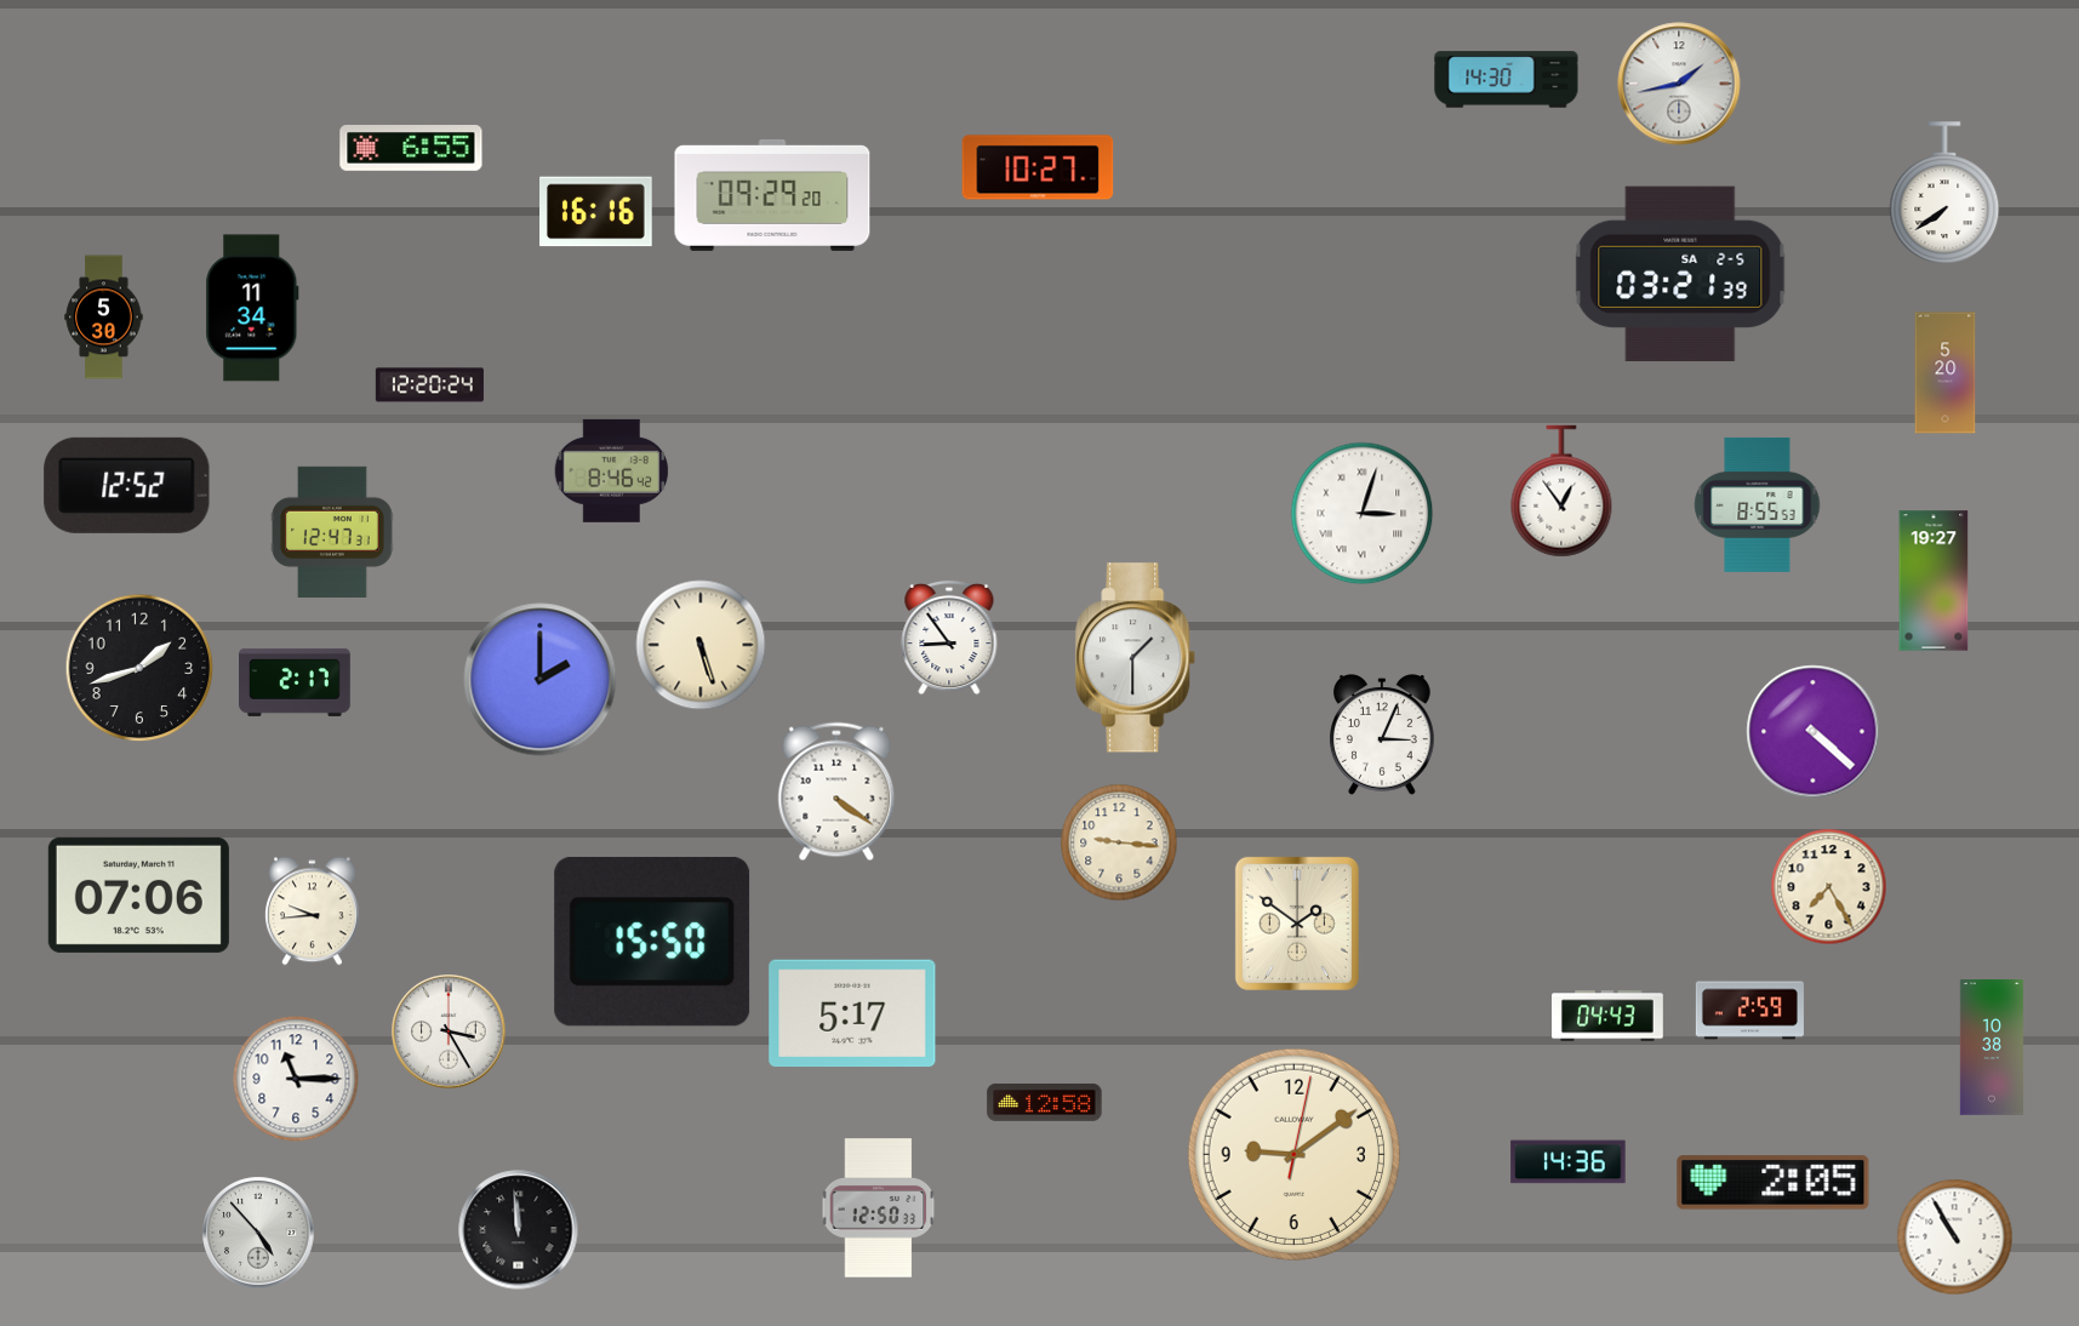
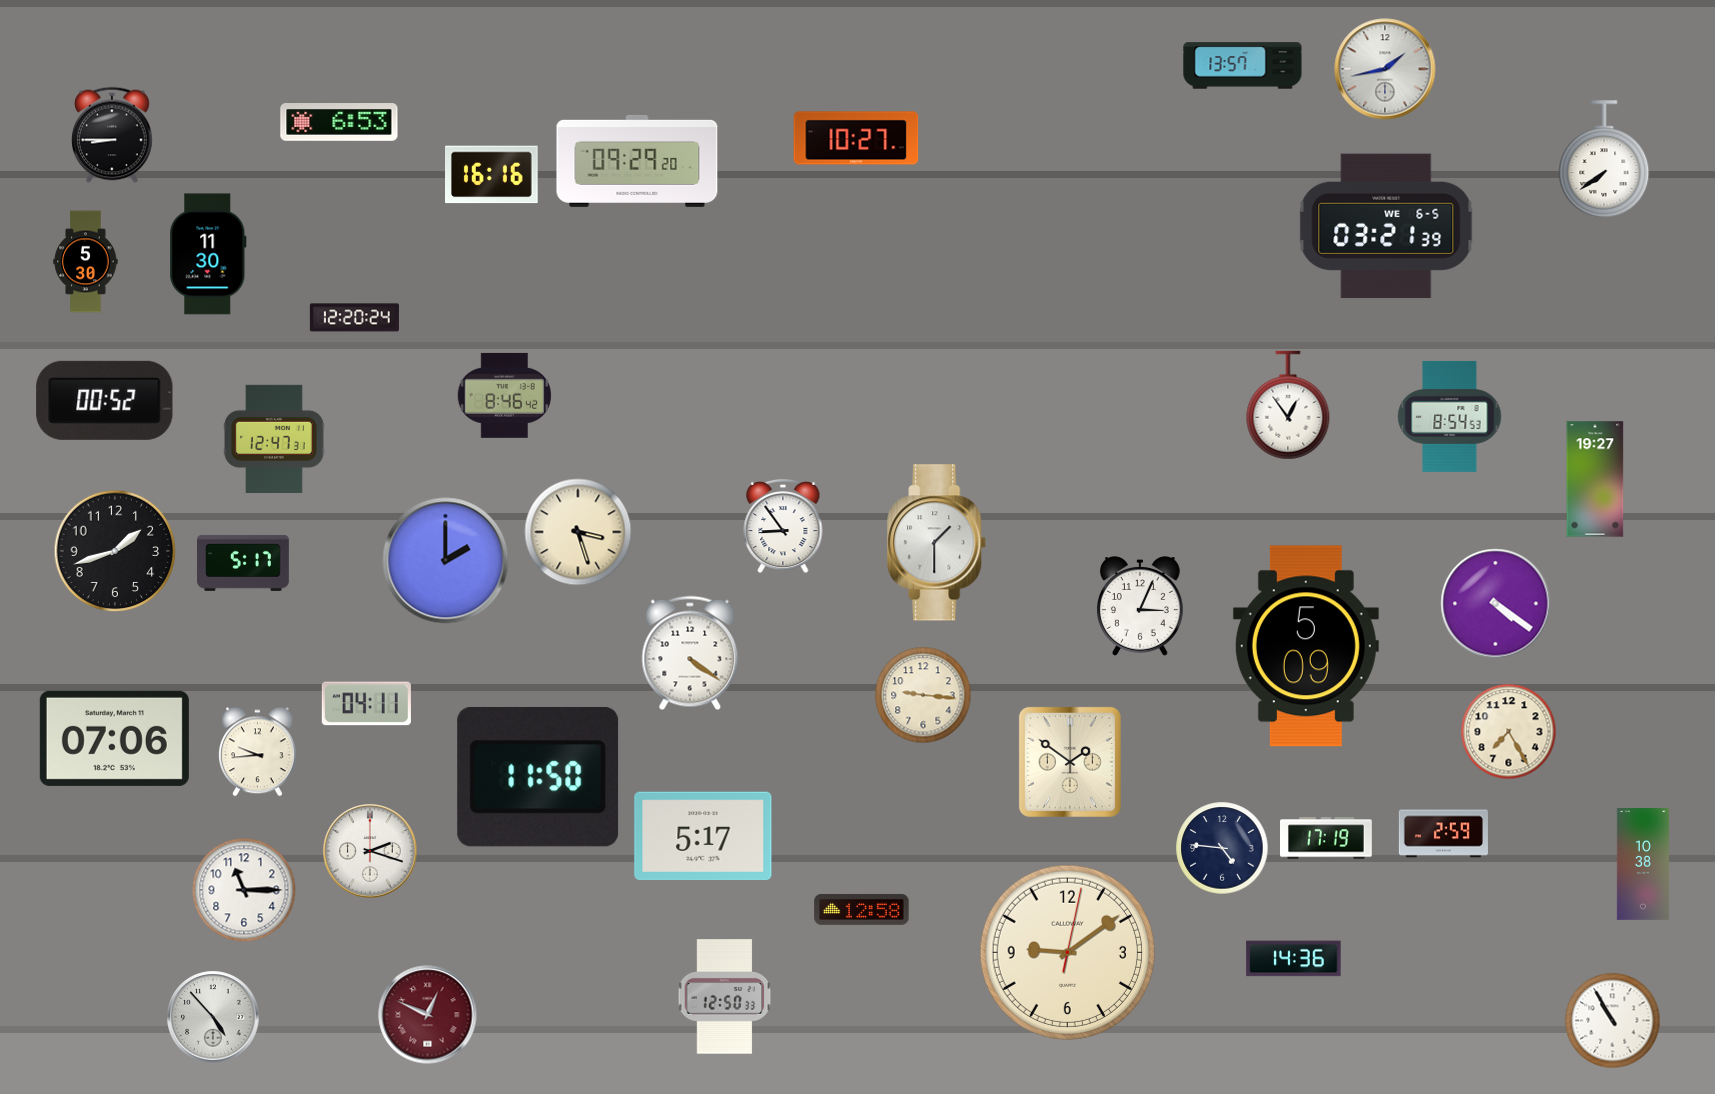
clock at (1507, 80): 14:30 -> 13:57
clock at (411, 149): 6:55 -> 6:53
clock at (112, 135): none -> 8:45
clock at (1680, 274) date: SA 2-5 -> WE 6-5
clock at (252, 308): 11:34 -> 11:30
clock at (1946, 373): 5:20 -> none
clock at (611, 470) position: (611, 470) -> (504, 395)
clock at (127, 485): 12:52 -> 00:52
clock at (1758, 504): 8:55 -> 8:54
clock at (1363, 514): 3:03 -> none
clock at (701, 645): 5:27 -> 3:27
clock at (296, 682): 2:17 -> 5:17
clock at (1814, 732): 4:22 -> 4:21
clock at (1306, 646): none -> 5:09
clock at (366, 704): none -> 04:11
clock at (652, 942): 15:50 -> 11:50
clock at (1609, 1016): 04:43 -> 17:19
clock at (1222, 848): none -> 4:46
clock at (449, 1031): 3:25 -> 2:18
clock at (1774, 1183): 2:05 -> none
clock at (519, 1230): 11:59 -> 12:49
clock at (519, 1230) dial: black -> burgundy
